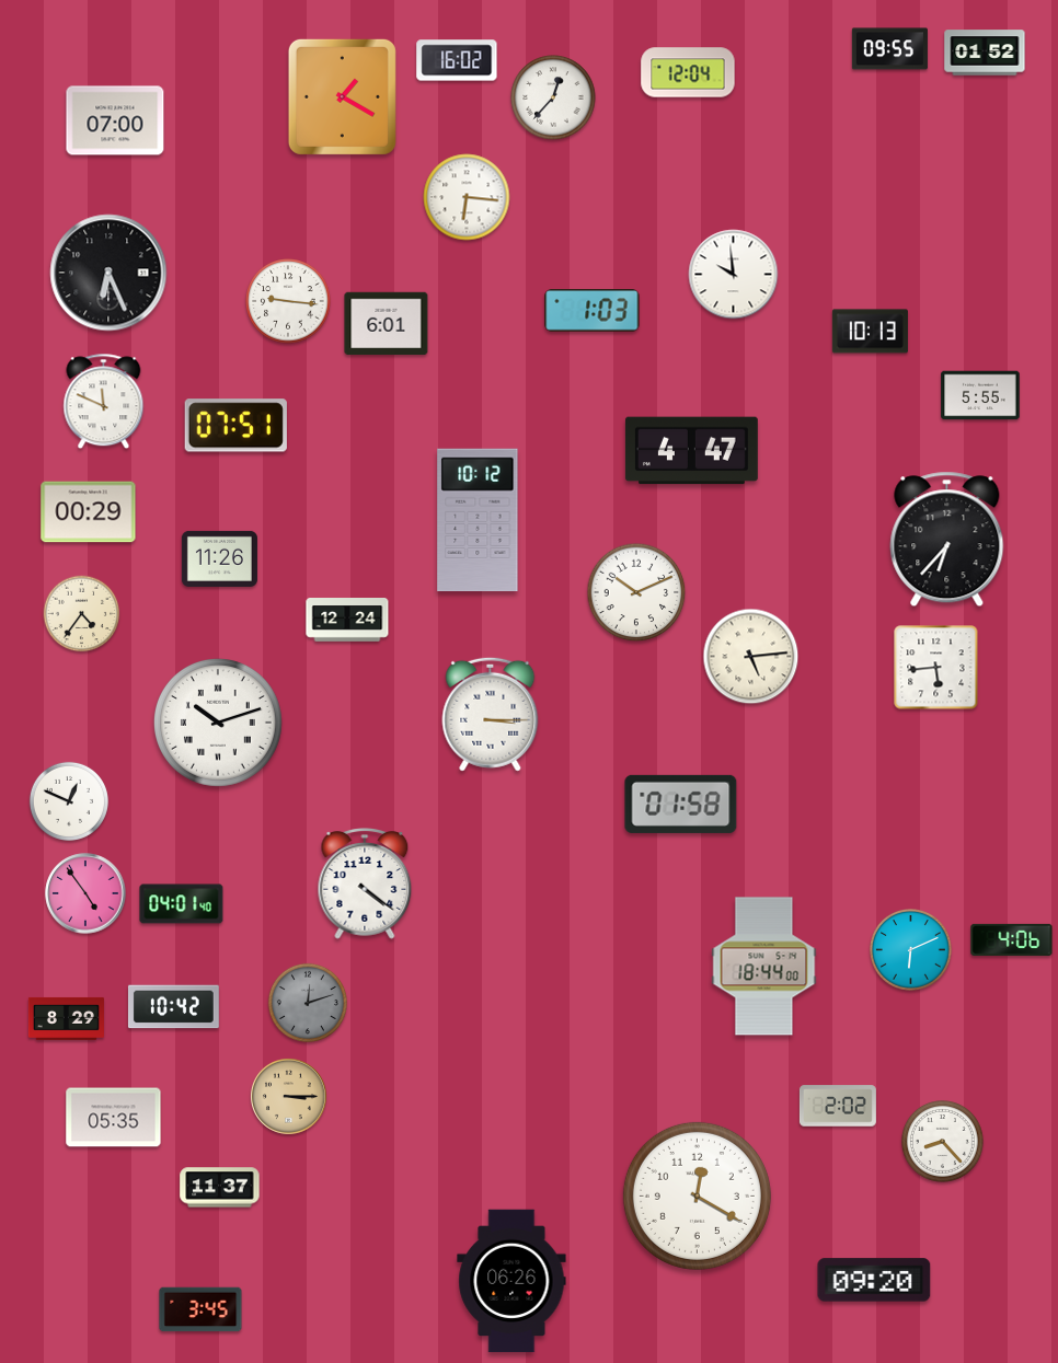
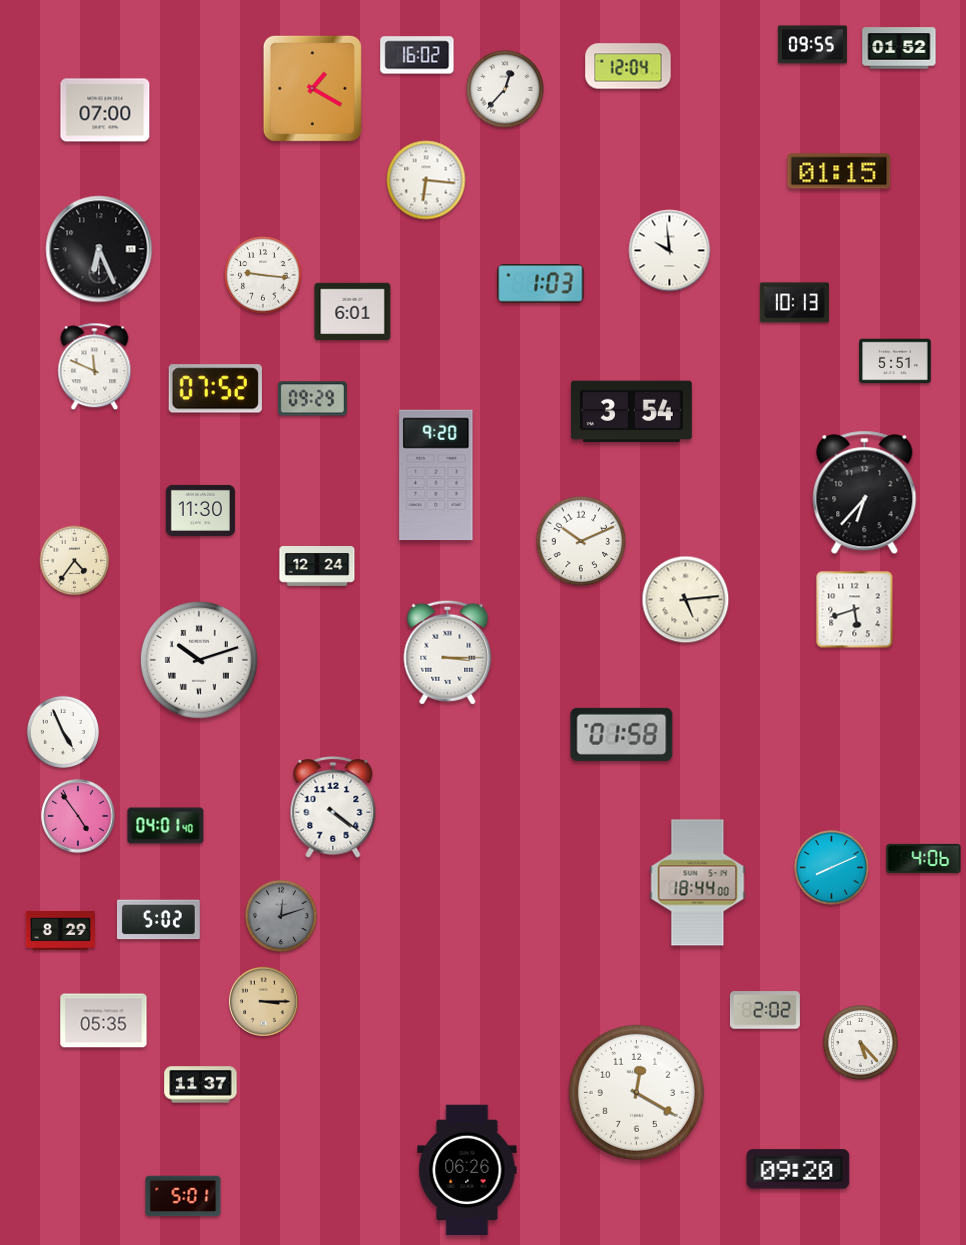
clock at (839, 171): none -> 01:15
clock at (387, 324) position: (387, 324) -> (353, 312)
clock at (980, 395): 5:55 -> 5:51
clock at (235, 426): 07:51 -> 07:52
clock at (312, 399): none -> 09:29
clock at (691, 451): 4:47 -> 3:54
clock at (89, 512): 00:29 -> none
clock at (478, 520): 10:12 -> 9:20
clock at (219, 558): 11:26 -> 11:30
clock at (936, 668): 5:44 -> 5:42
clock at (69, 801): 12:49 -> 4:56
clock at (911, 950): 6:11 -> 8:11
clock at (173, 1007): 10:42 -> 5:02
clock at (943, 1142): 8:23 -> 5:23
clock at (200, 1309): 3:45 -> 5:01
